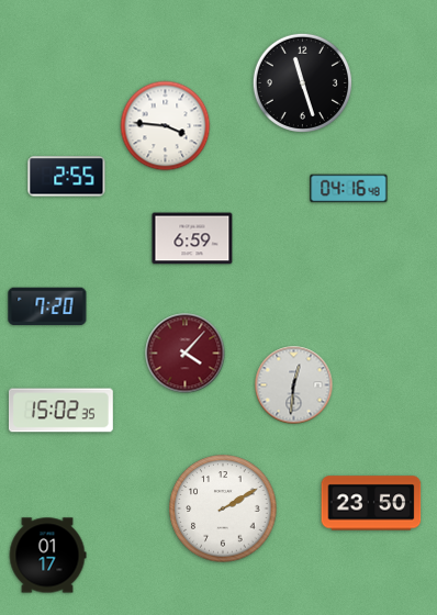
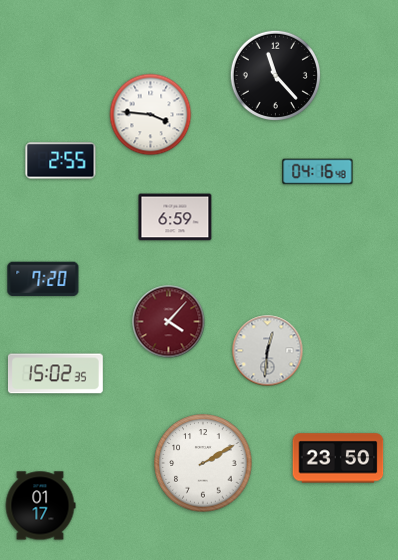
clock at (302, 82): 11:27 -> 11:23
clock at (47, 556) position: (47, 556) -> (40, 506)
